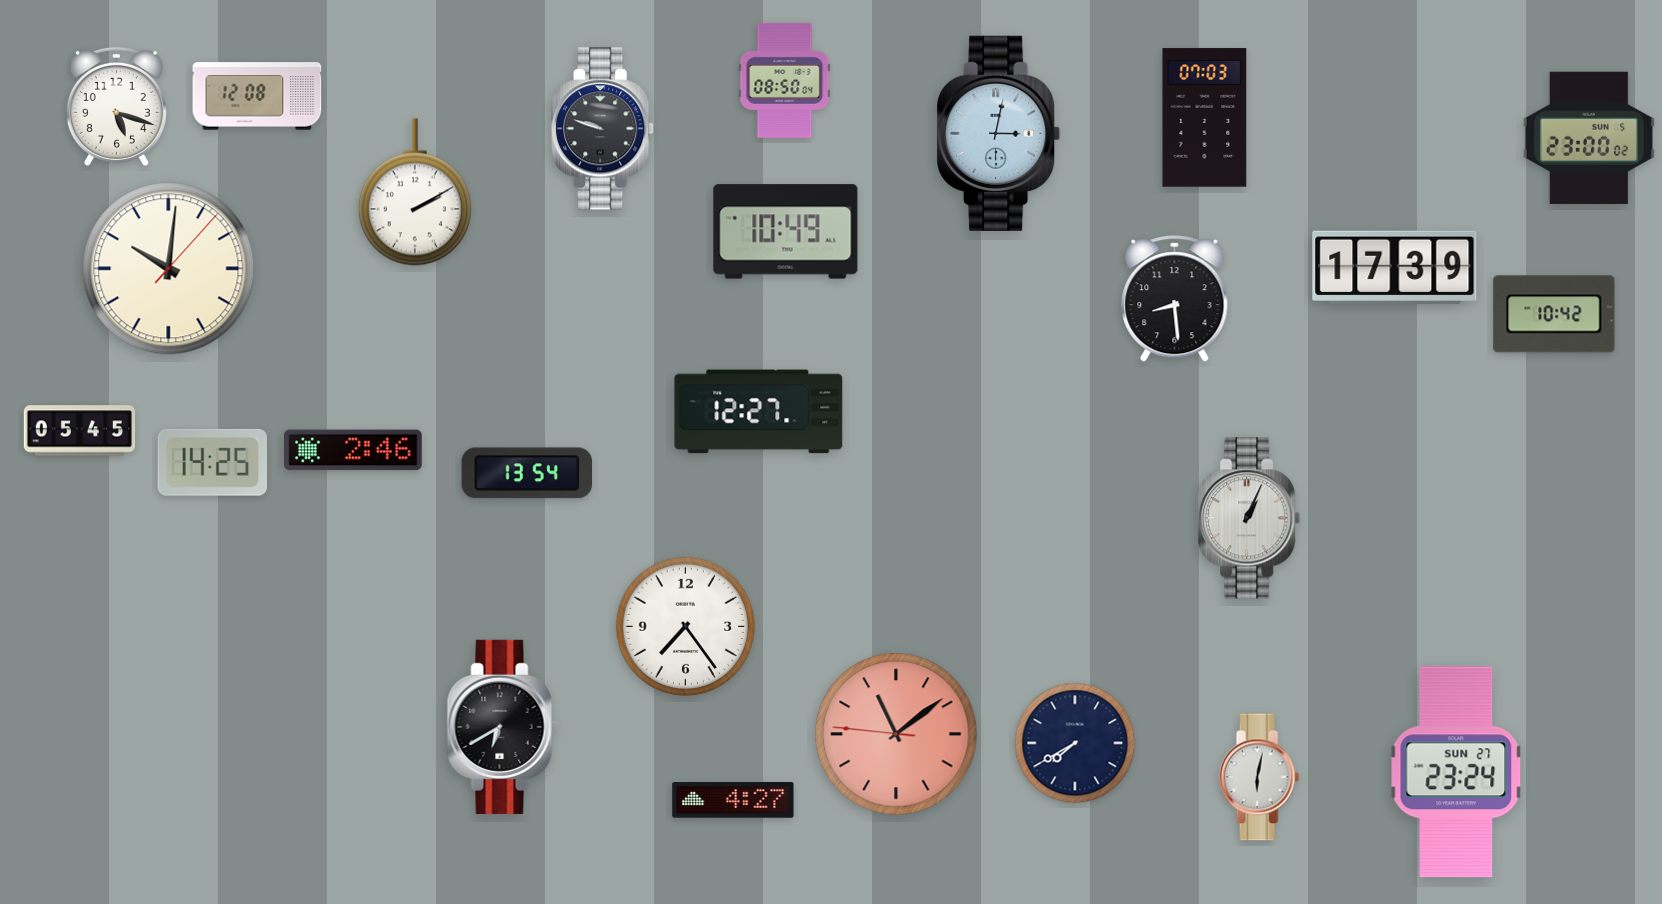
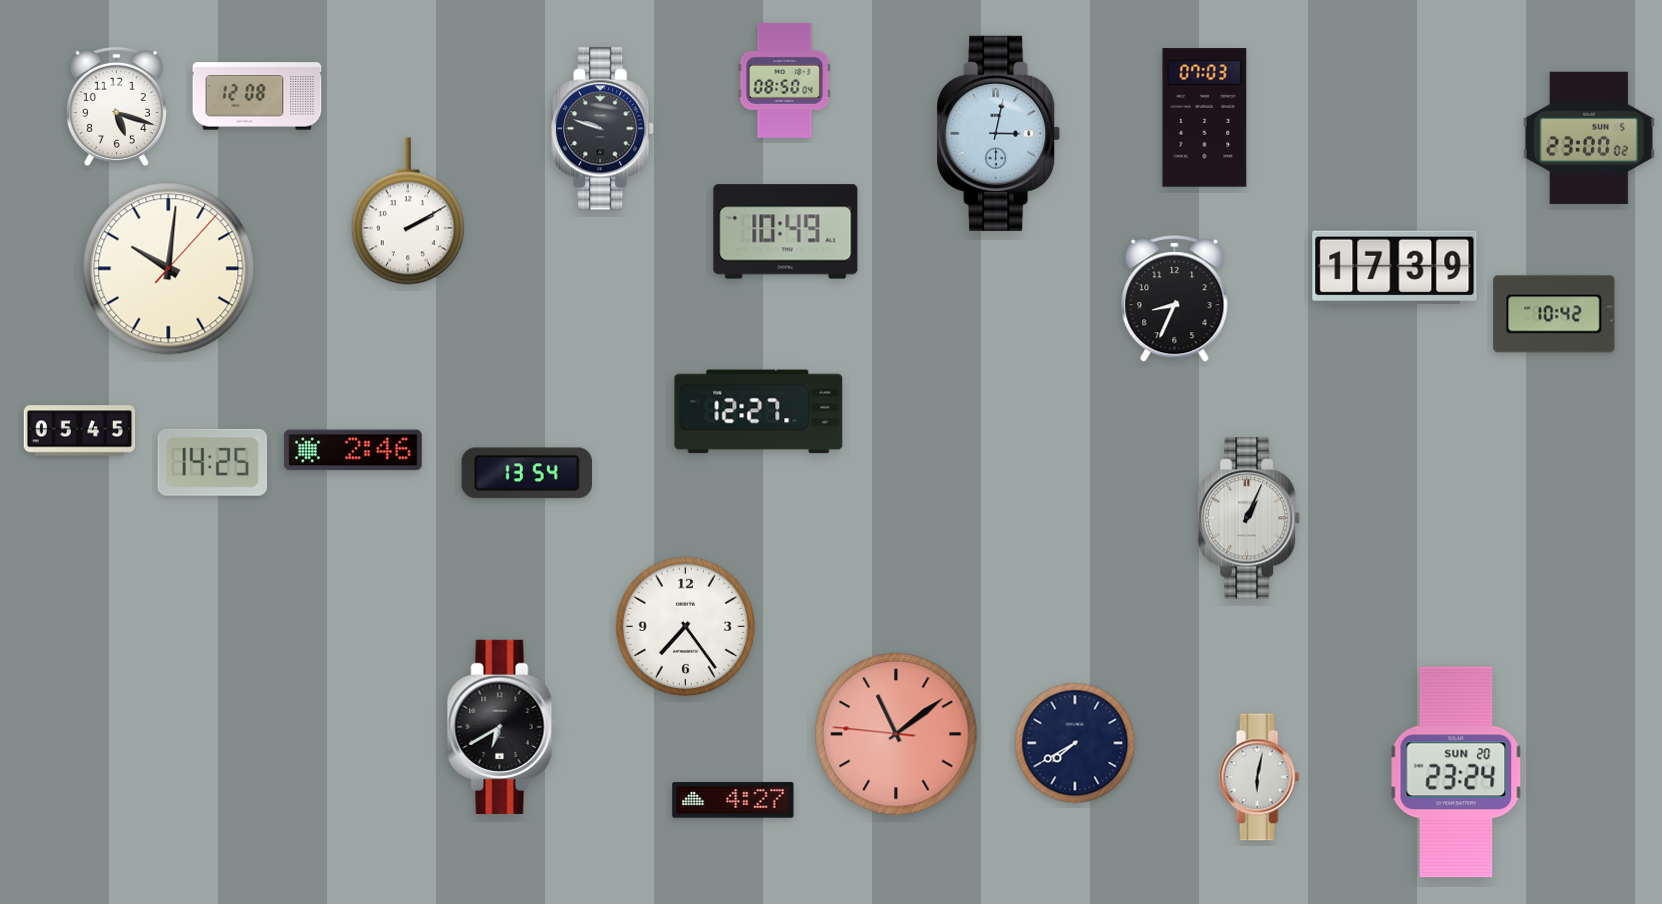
clock at (415, 192) position: (415, 192) -> (408, 211)
clock at (1175, 299): 8:29 -> 8:34
clock at (1456, 772) date: SUN 27 -> SUN 20
